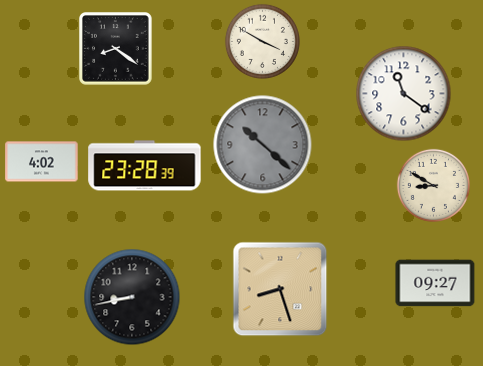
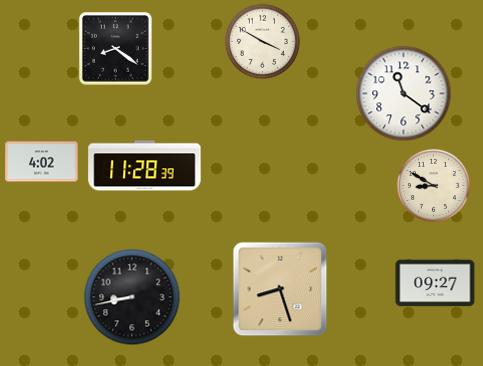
clock at (263, 145): 10:22 -> none
clock at (145, 166): 23:28 -> 11:28
